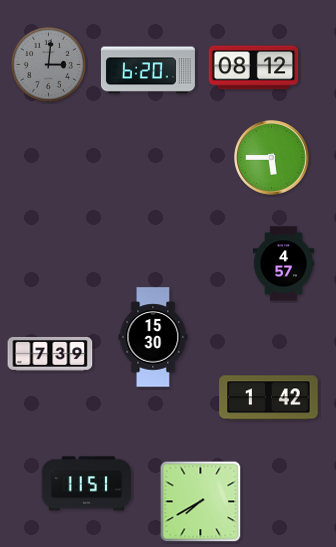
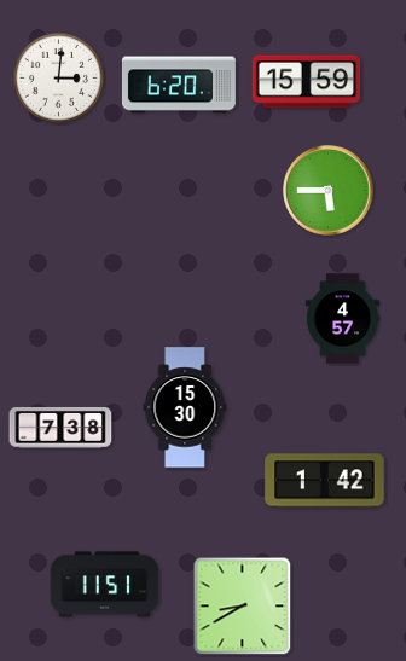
clock at (48, 64) dial: grey -> white
clock at (254, 68): 08:12 -> 15:59
clock at (50, 354): 7:39 -> 7:38
clock at (201, 502): 7:40 -> 8:40
